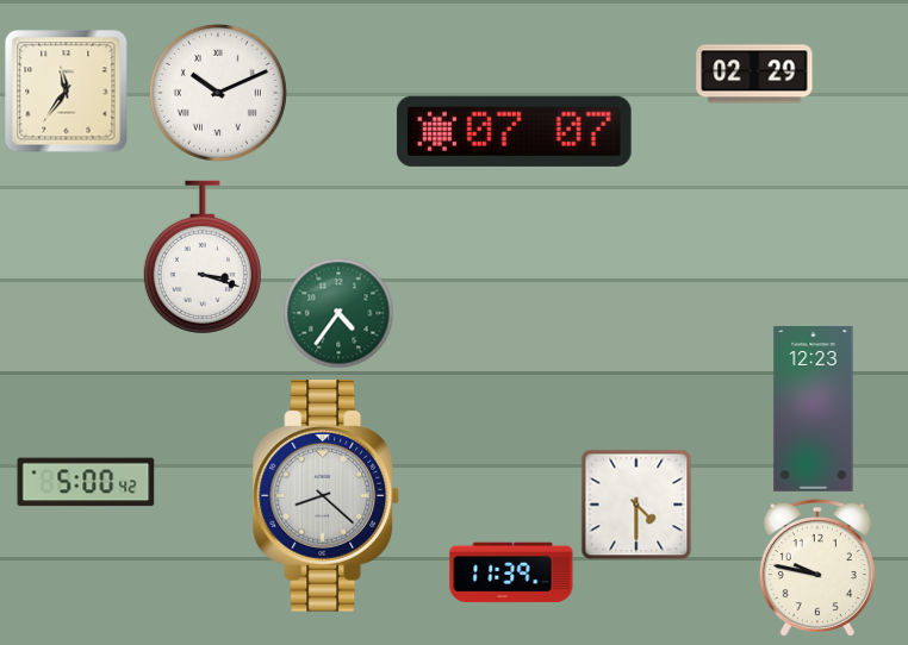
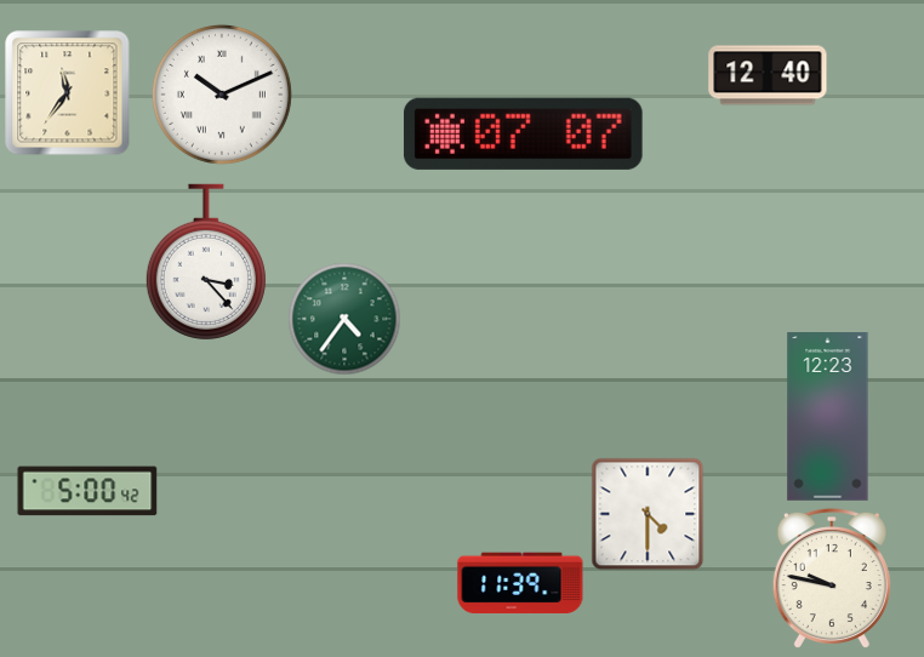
clock at (754, 74): 02:29 -> 12:40
clock at (203, 257): 3:18 -> 3:23
clock at (326, 495): 8:22 -> none
